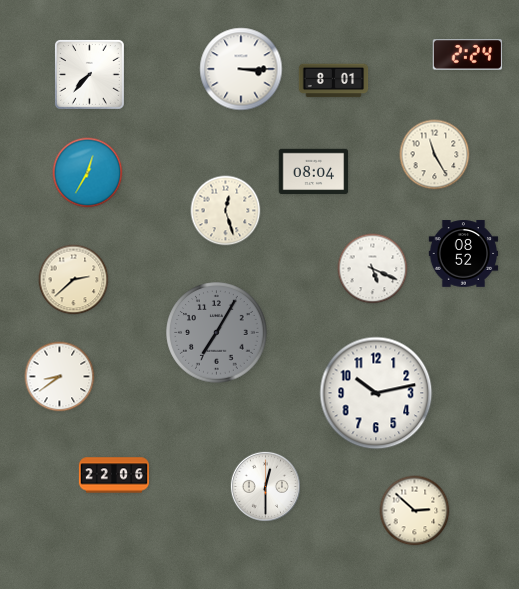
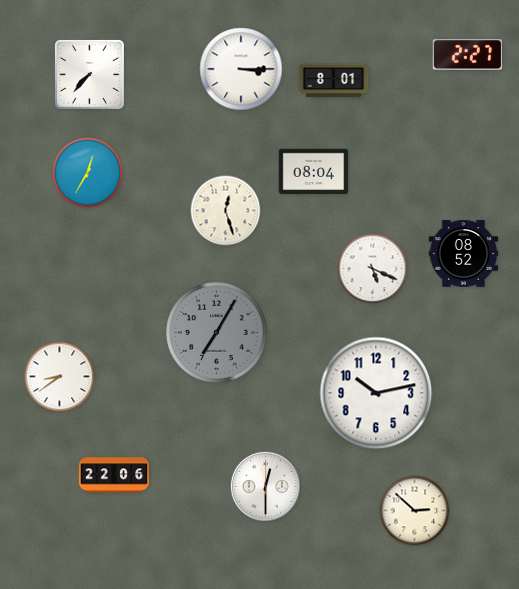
clock at (468, 55): 2:24 -> 2:27
clock at (435, 155): 11:25 -> none
clock at (74, 280): 2:38 -> none
